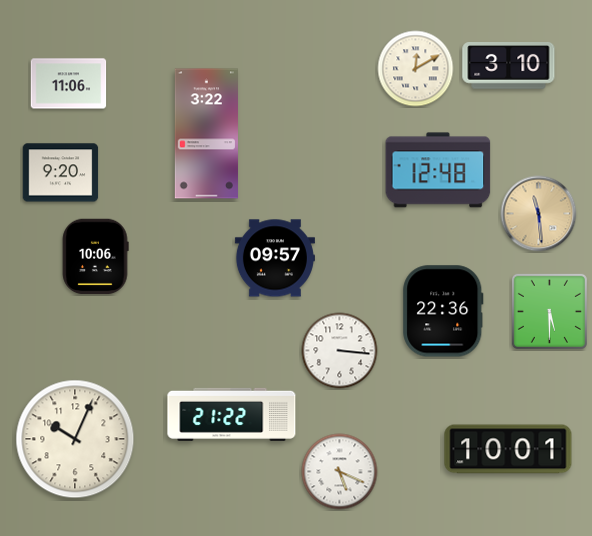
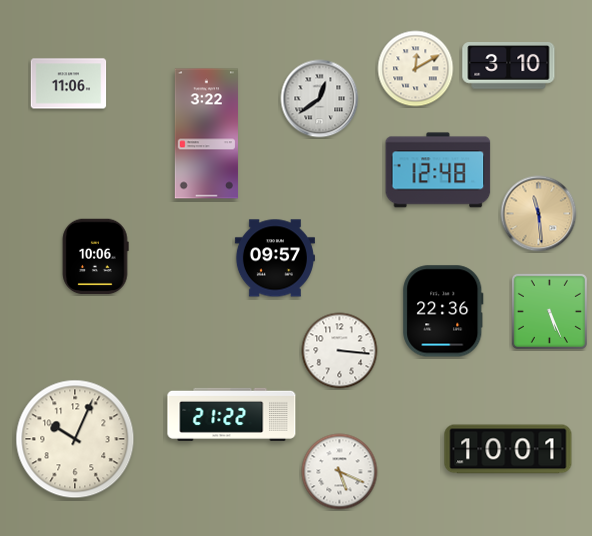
clock at (320, 99): none -> 12:39
clock at (61, 173): 9:20 -> none
clock at (549, 311): 5:30 -> 5:26
